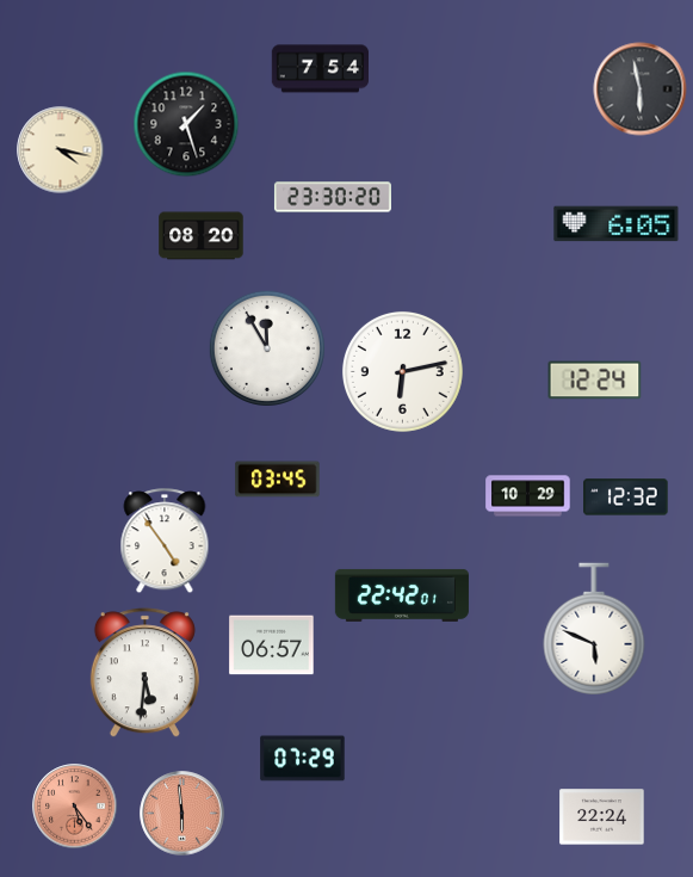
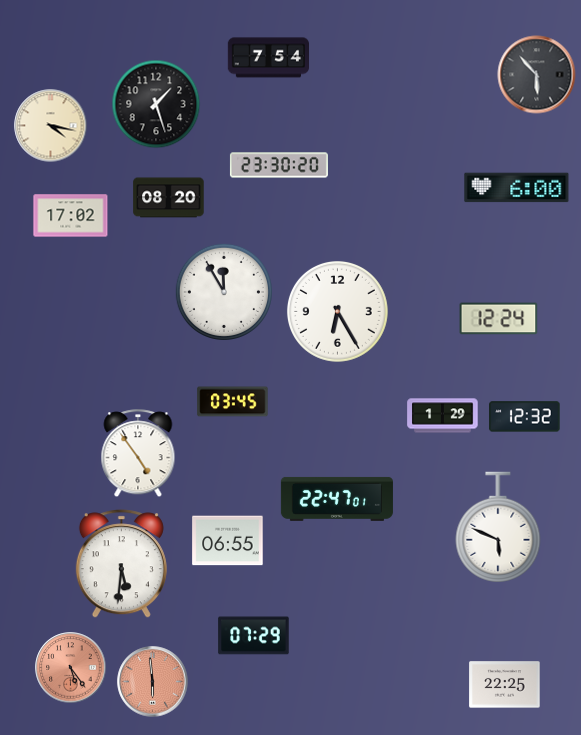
clock at (641, 89): 5:58 -> 5:53
clock at (617, 224): 6:05 -> 6:00
clock at (71, 216): none -> 17:02
clock at (402, 371): 6:13 -> 6:25
clock at (528, 496): 10:29 -> 1:29
clock at (402, 595): 22:42 -> 22:47
clock at (272, 646): 06:57 -> 06:55
clock at (75, 807) position: (75, 807) -> (71, 668)
clock at (602, 817): 22:24 -> 22:25
